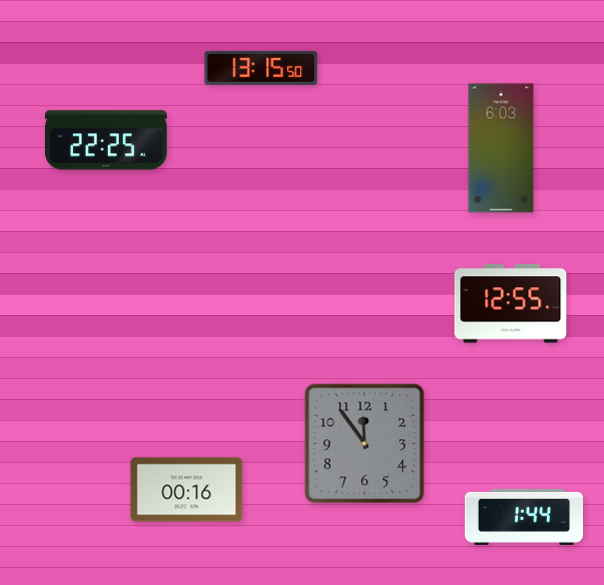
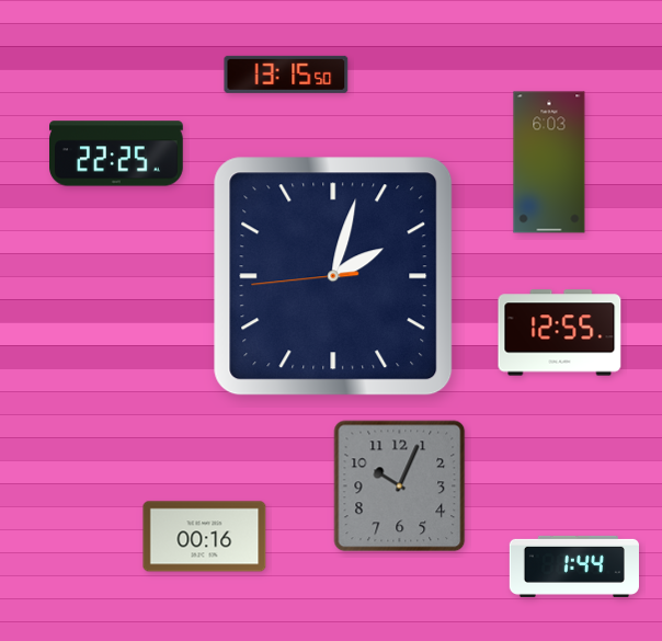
clock at (333, 276): none -> 2:02
clock at (365, 444): 11:54 -> 10:04
